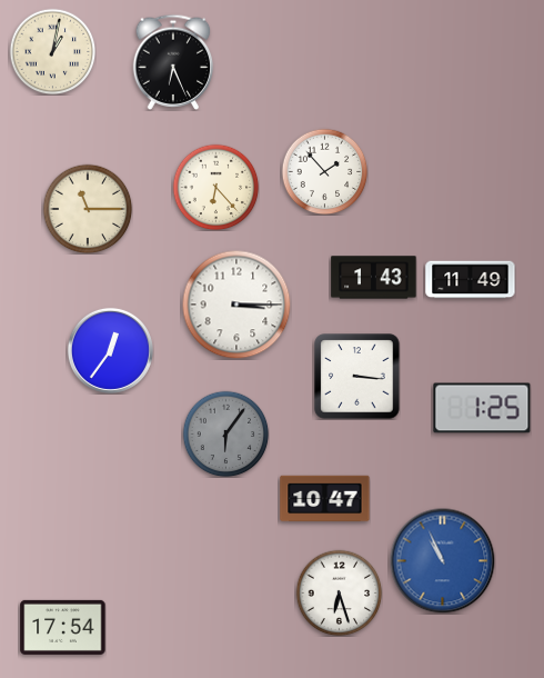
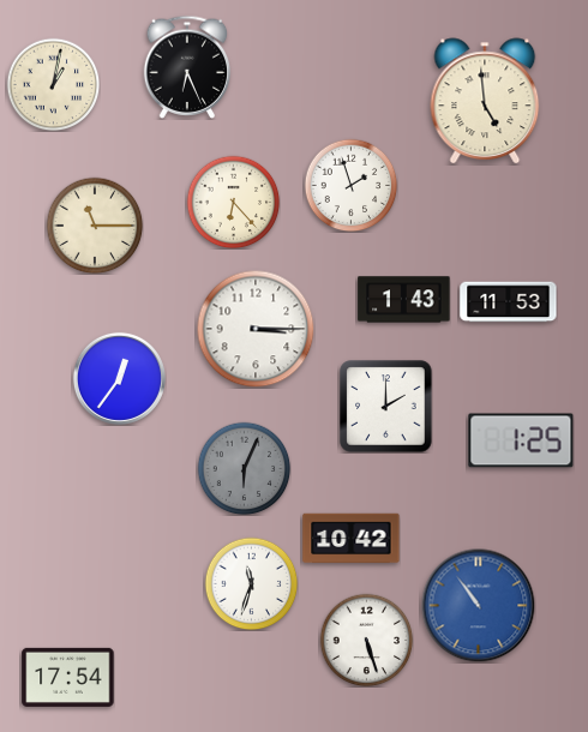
clock at (52, 51) position: (52, 51) -> (53, 84)
clock at (485, 101): none -> 4:59
clock at (324, 171): 1:53 -> 1:57
clock at (471, 280): 11:49 -> 11:53
clock at (357, 377): 3:16 -> 2:00
clock at (225, 433): 6:06 -> 6:04
clock at (325, 499): 10:47 -> 10:42
clock at (251, 583): none -> 11:33
clock at (442, 560): 10:56 -> 10:54
clock at (339, 592): 6:27 -> 5:27
